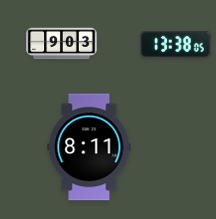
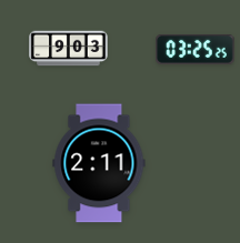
clock at (176, 44): 13:38 -> 03:25
clock at (89, 147): 8:11 -> 2:11
